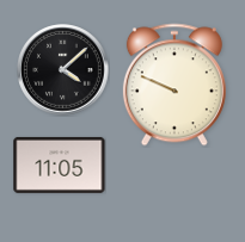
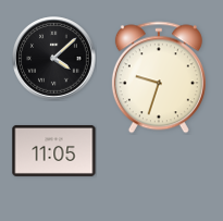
clock at (63, 70) position: (63, 70) -> (54, 59)
clock at (174, 85): 9:49 -> 9:33
